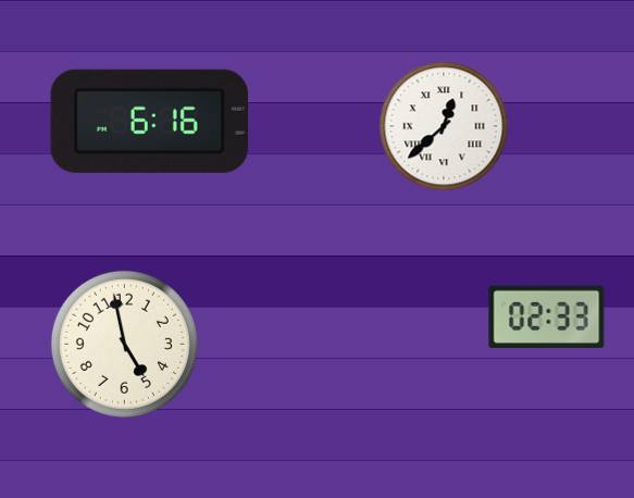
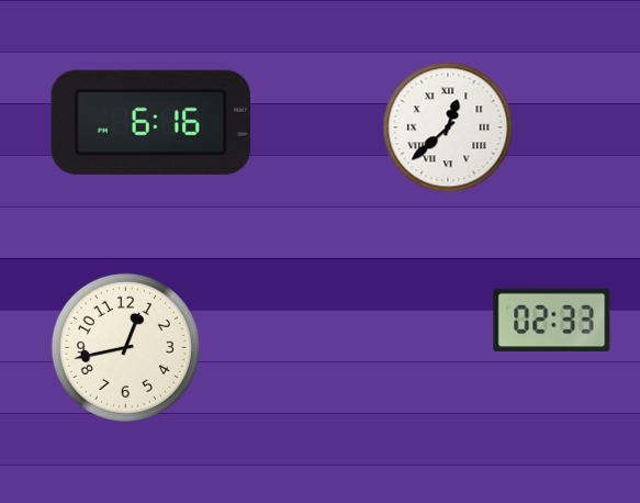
clock at (124, 344): 4:58 -> 12:43
